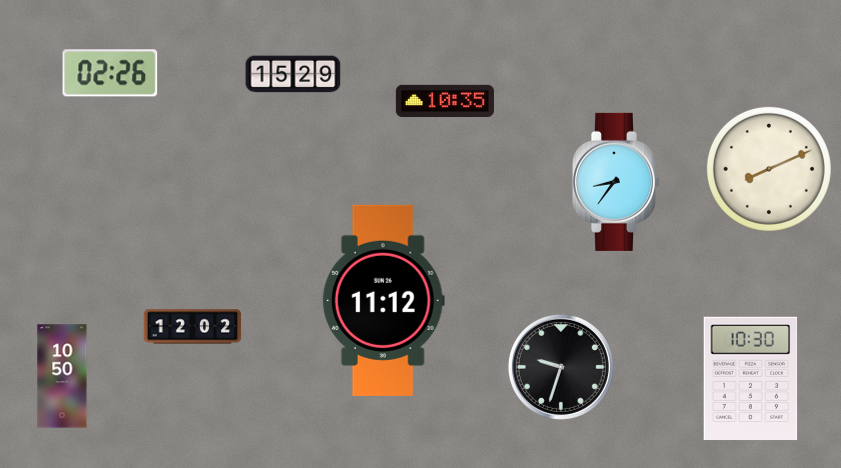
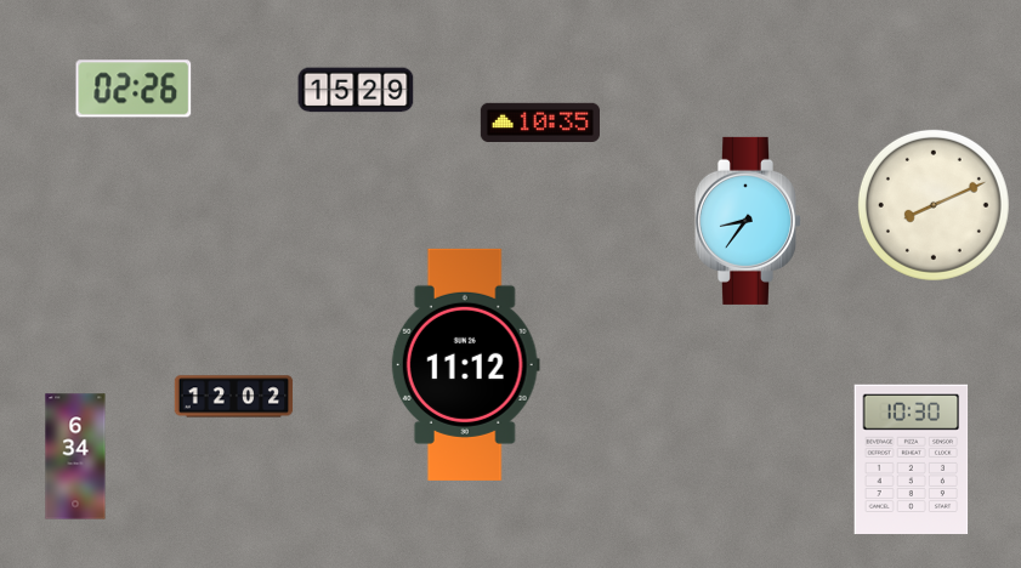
clock at (561, 367): 9:33 -> none
clock at (62, 376): 10:50 -> 6:34
